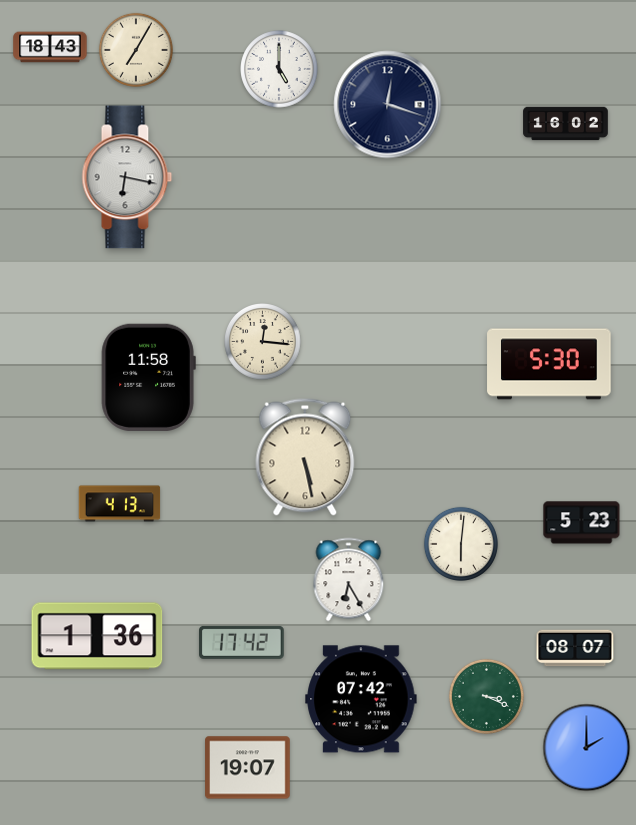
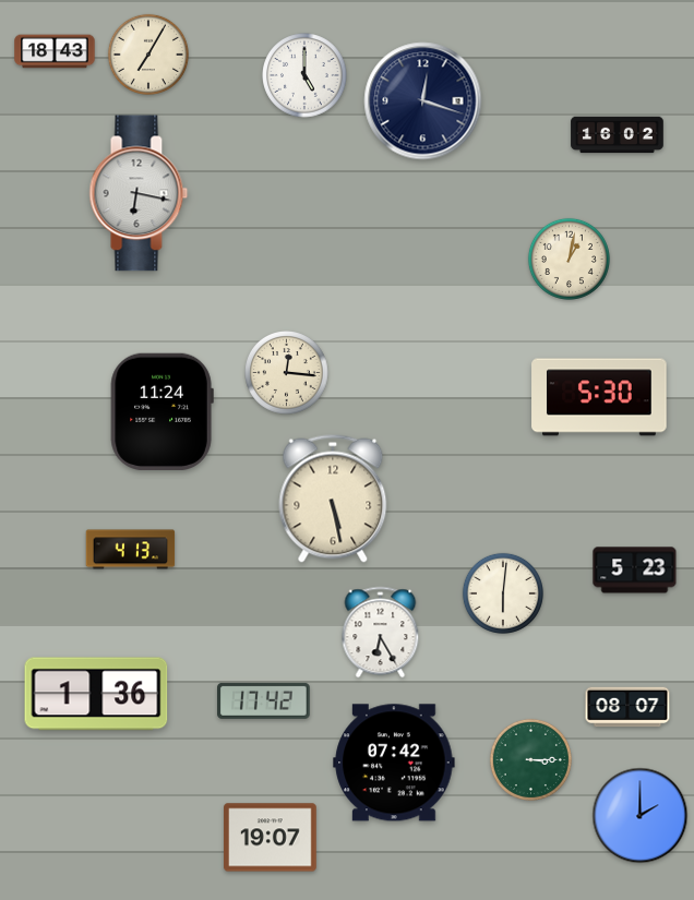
clock at (388, 105) position: (388, 105) -> (423, 101)
clock at (569, 259): none -> 1:02
clock at (148, 377): 11:58 -> 11:24
clock at (97, 636) position: (97, 636) -> (96, 694)
clock at (486, 696): 3:19 -> 3:15
